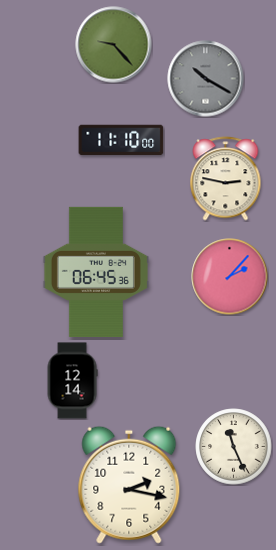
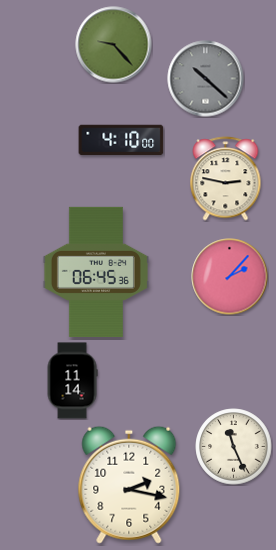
clock at (206, 79): 10:20 -> 10:22
clock at (121, 140): 11:10 -> 4:10
clock at (72, 381): 12:14 -> 11:14
